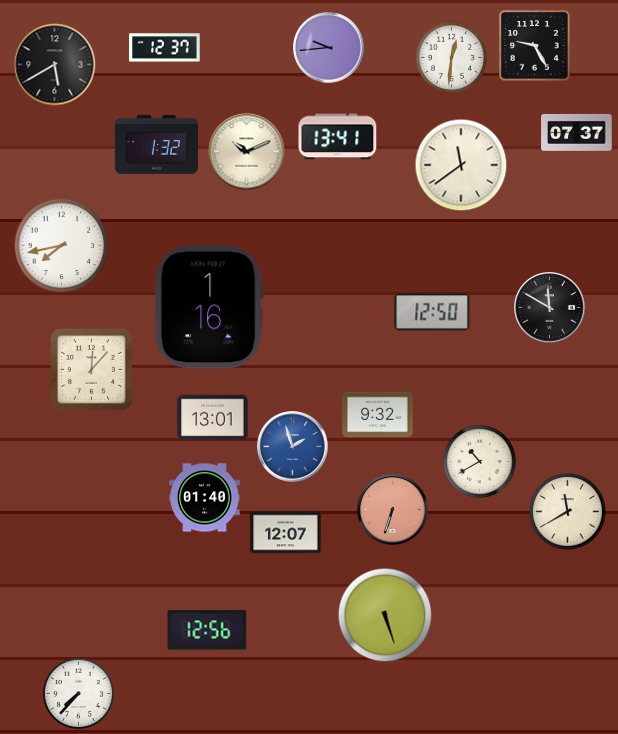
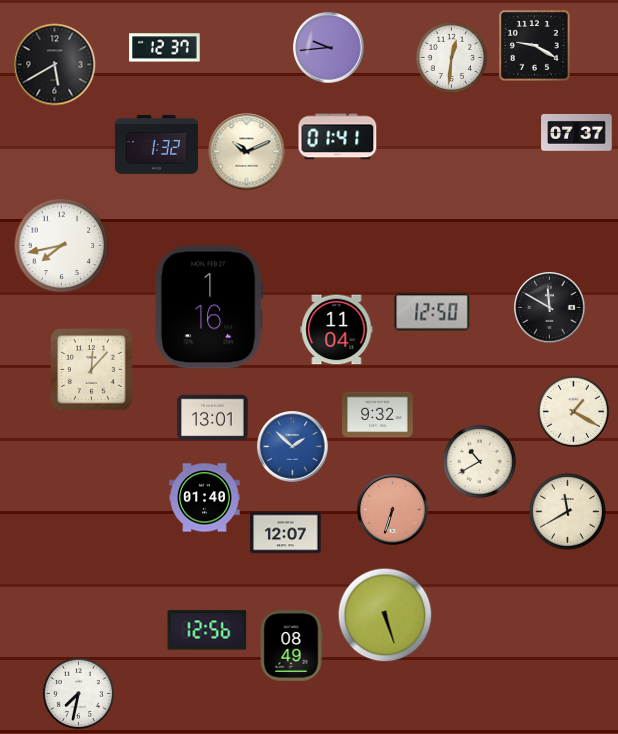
clock at (535, 46): 9:25 -> 9:20
clock at (338, 137): 13:41 -> 01:41
clock at (461, 165): 11:39 -> none
clock at (337, 330): none -> 11:04
clock at (573, 411): none -> 1:20
clock at (293, 447): 1:57 -> 1:52
clock at (291, 646): none -> 08:49
clock at (78, 693): 7:37 -> 7:32
